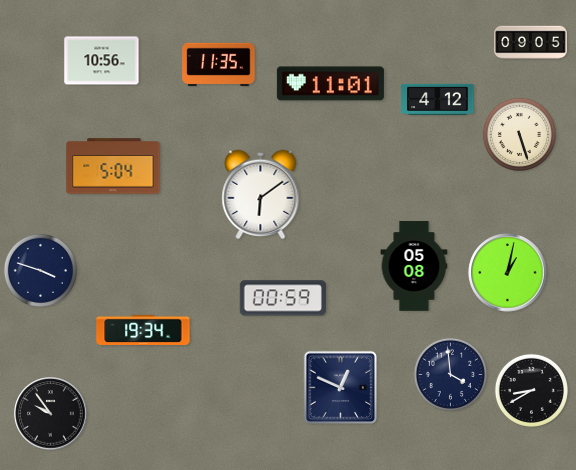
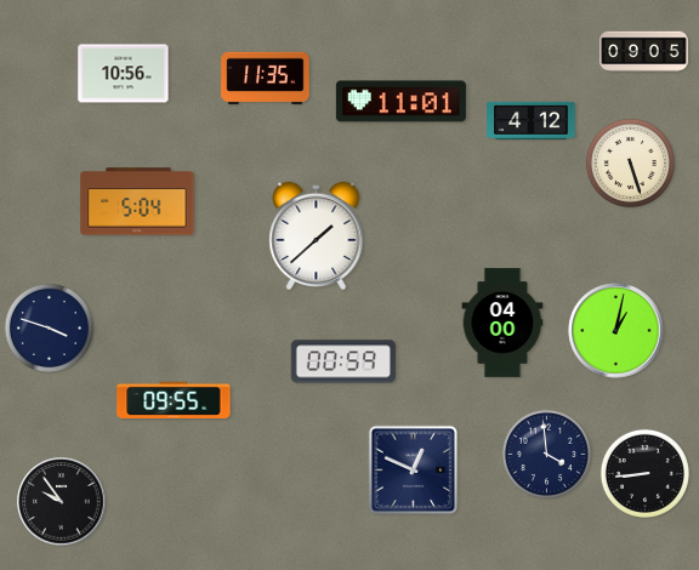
clock at (261, 195): 6:09 -> 1:38
clock at (414, 266): 05:08 -> 04:00
clock at (143, 330): 19:34 -> 09:55
clock at (531, 390): 8:40 -> 8:44
